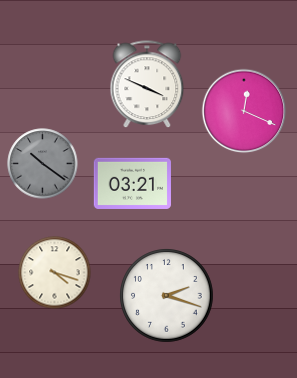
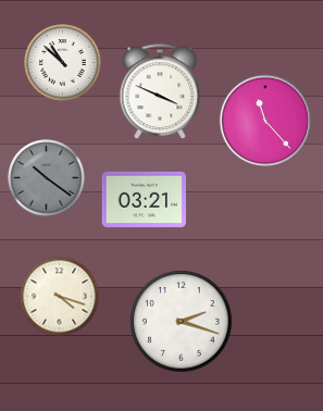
clock at (63, 63): none -> 10:52
clock at (244, 111): 12:19 -> 11:23
